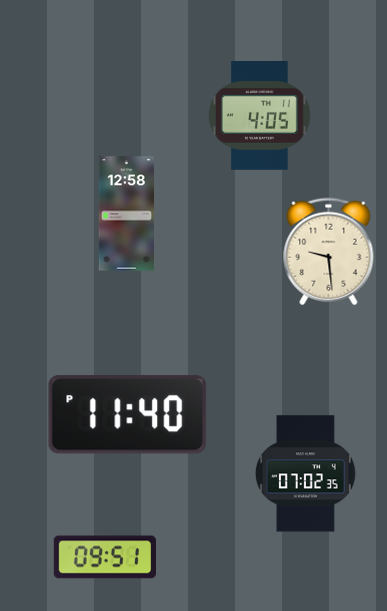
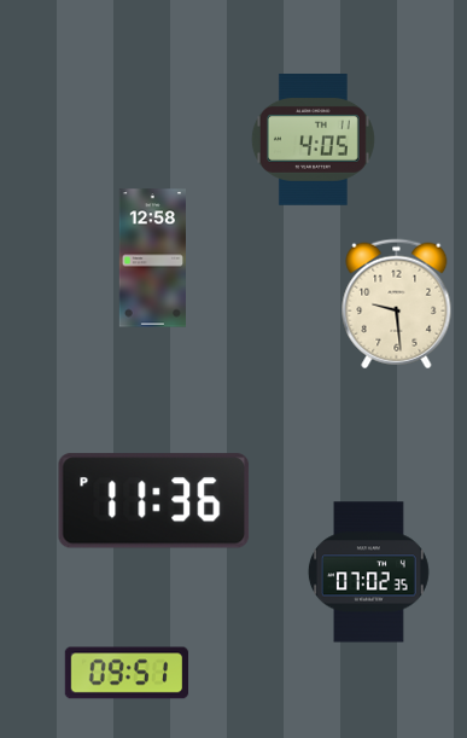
clock at (128, 415): 11:40 -> 11:36
